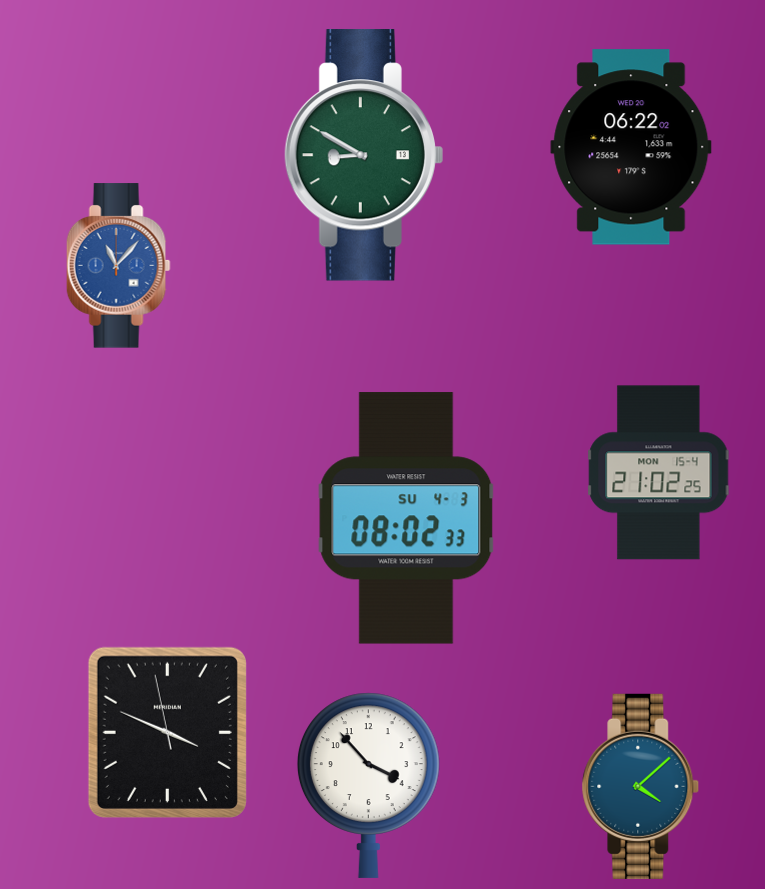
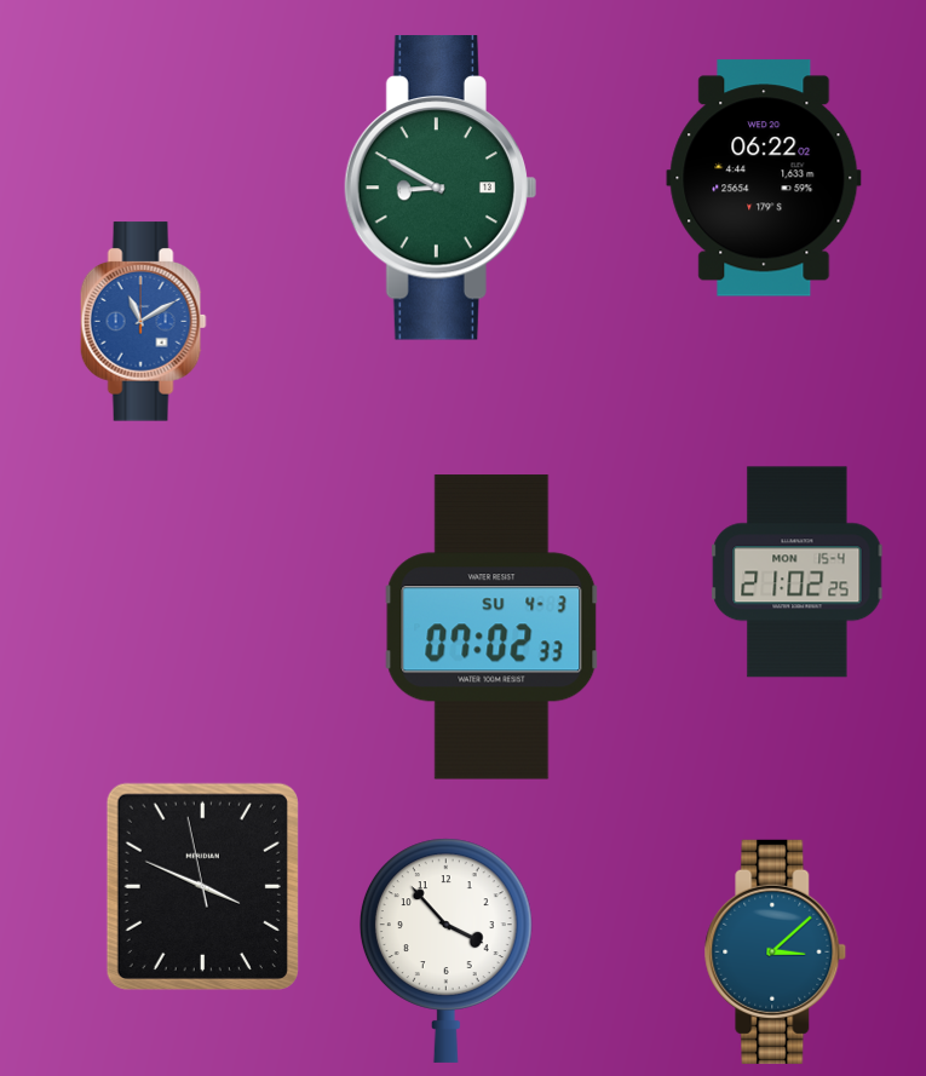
clock at (118, 266): 11:07 -> 11:10
clock at (406, 518): 08:02 -> 07:02
clock at (641, 786): 4:08 -> 3:08
